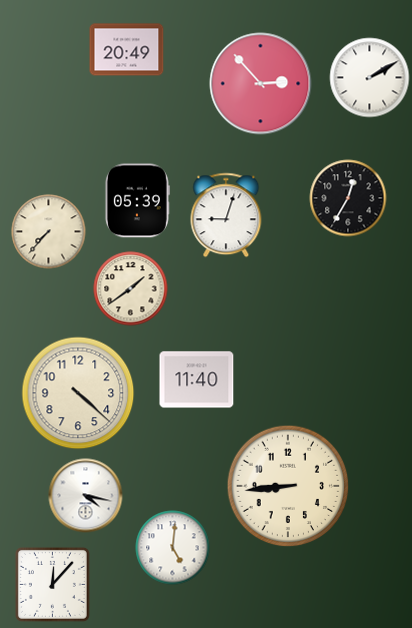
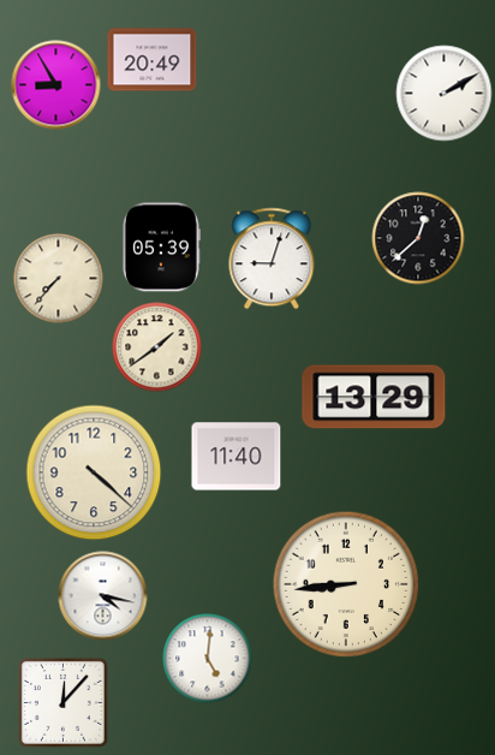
clock at (56, 85): none -> 8:55
clock at (261, 84): 2:53 -> none
clock at (348, 198): 12:35 -> 12:38
clock at (137, 201) position: (137, 201) -> (161, 248)
clock at (374, 397): none -> 13:29
